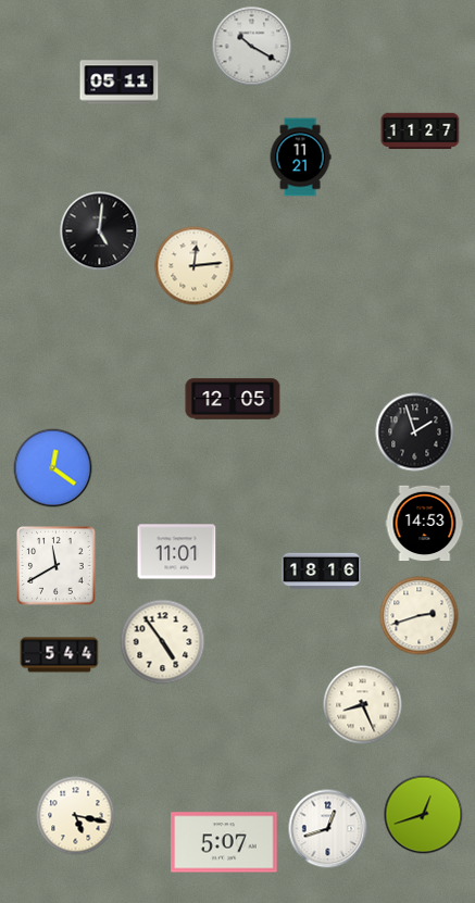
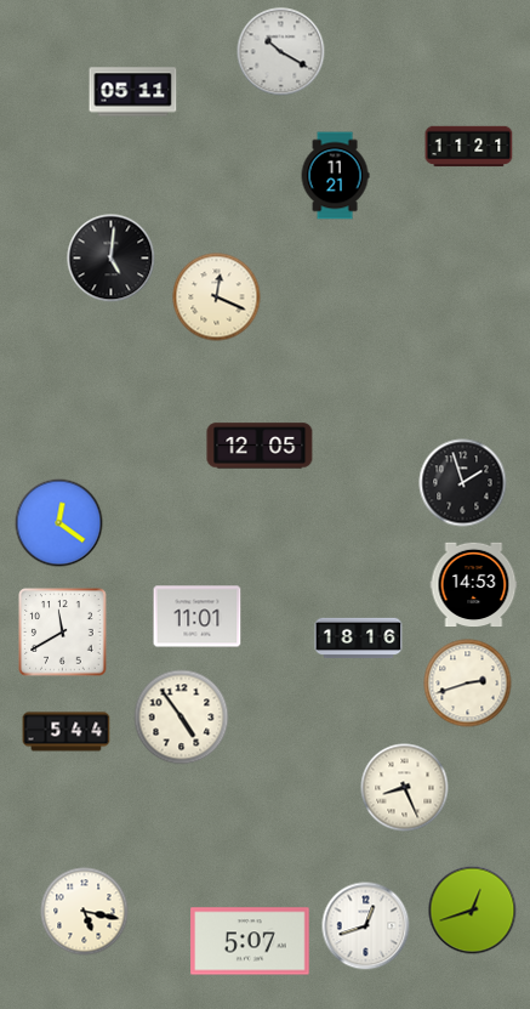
clock at (421, 131): 11:27 -> 11:21
clock at (195, 266): 12:14 -> 12:19
clock at (420, 616) position: (420, 616) -> (468, 684)
